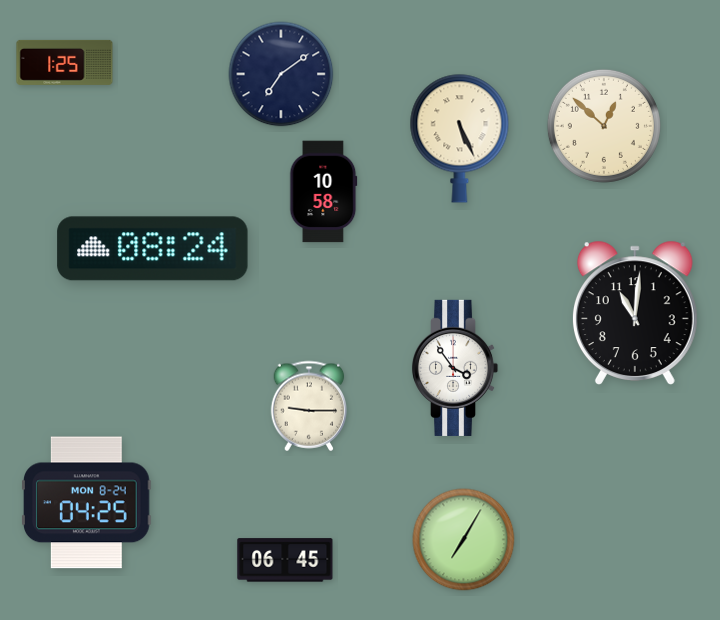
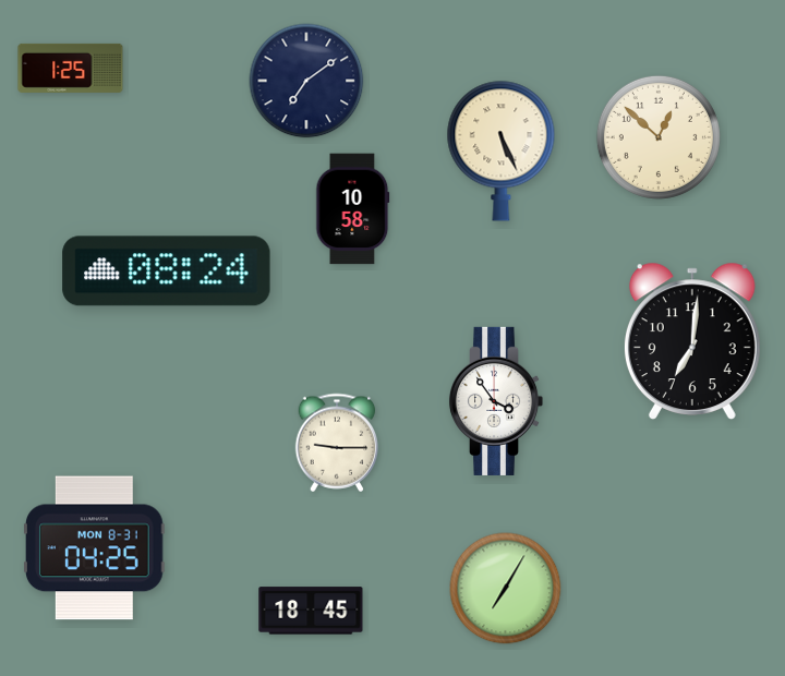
clock at (635, 313): 11:01 -> 7:01
clock at (87, 503) date: MON 8-24 -> MON 8-31
clock at (285, 560): 06:45 -> 18:45
